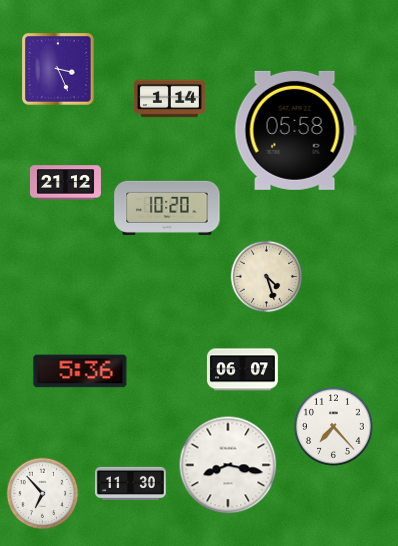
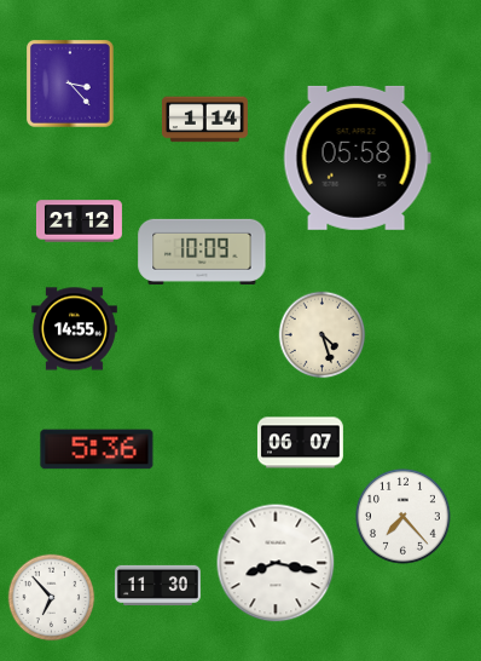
clock at (59, 70): 3:26 -> 3:23
clock at (167, 208): 10:20 -> 10:09
clock at (74, 329): none -> 14:55
clock at (242, 370) position: (242, 370) -> (300, 443)
